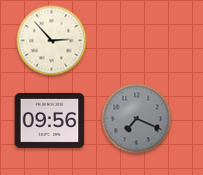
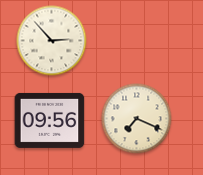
clock at (137, 119) dial: grey -> cream
